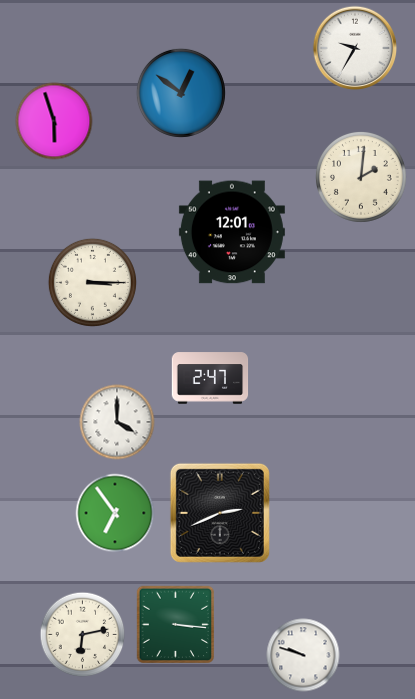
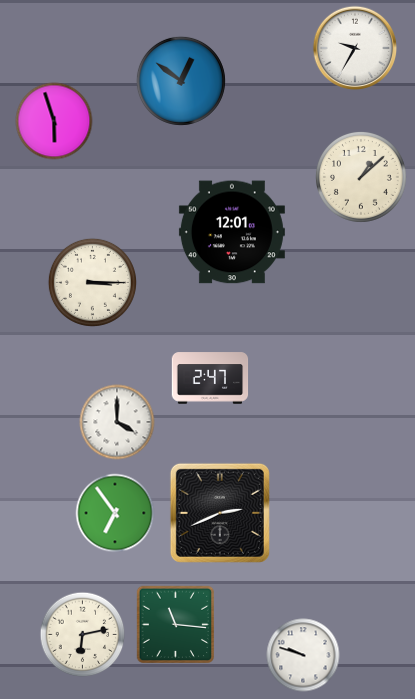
clock at (181, 93) position: (181, 93) -> (181, 81)
clock at (362, 178): 2:01 -> 1:08
clock at (176, 625): 3:16 -> 11:16
